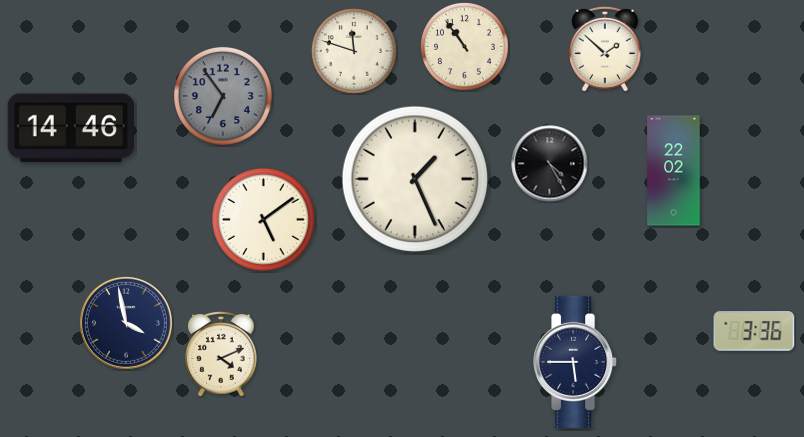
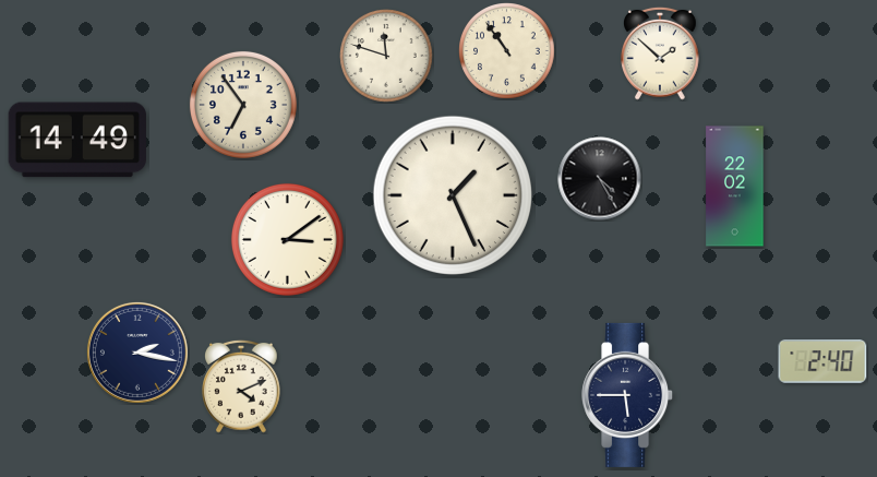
clock at (223, 96) dial: grey -> cream
clock at (70, 128): 14:46 -> 14:49
clock at (263, 219): 5:09 -> 3:09
clock at (126, 323): 3:58 -> 2:17
clock at (754, 332): 3:36 -> 2:40
